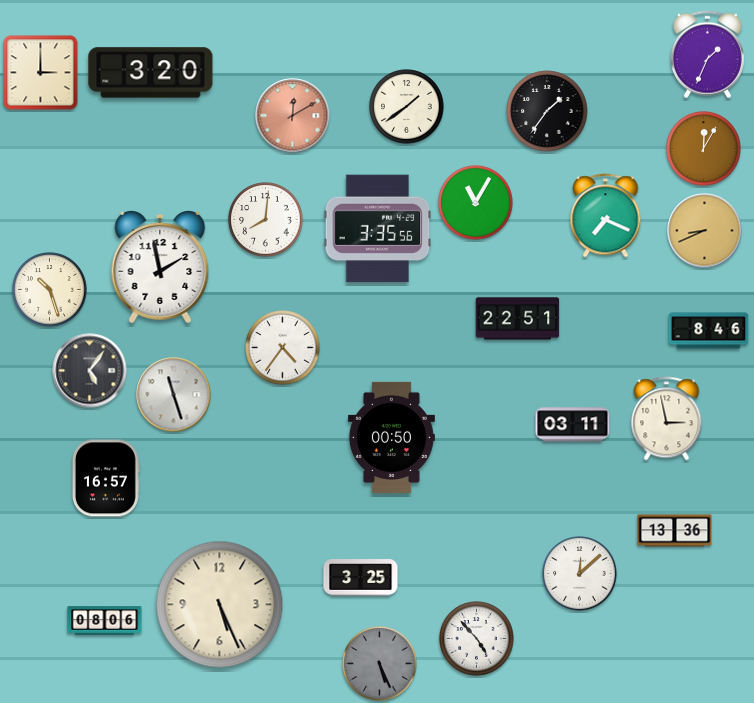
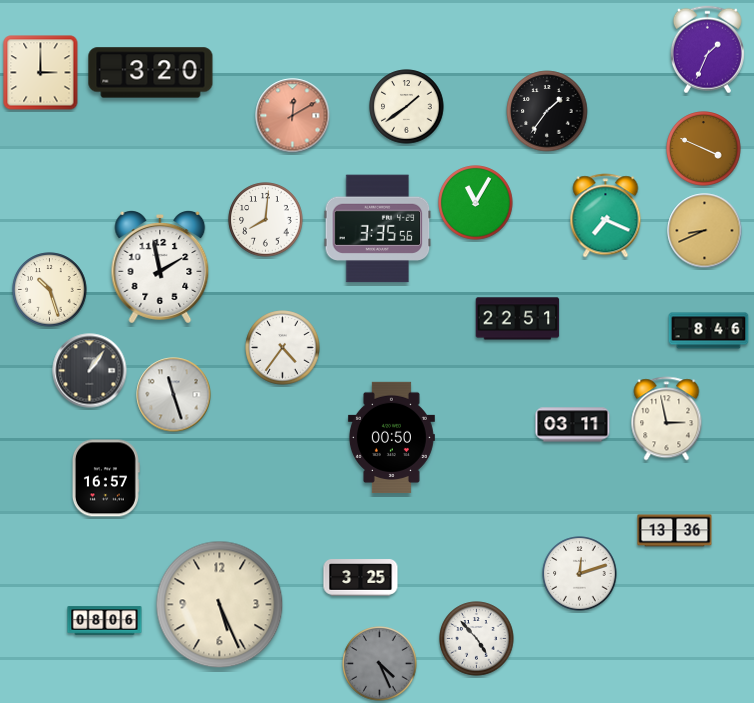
clock at (707, 55) position: (707, 55) -> (707, 50)
clock at (704, 149): 12:05 -> 3:49
clock at (90, 371): 5:06 -> 1:06
clock at (580, 574): 12:08 -> 12:12
clock at (380, 664): 5:26 -> 4:26
